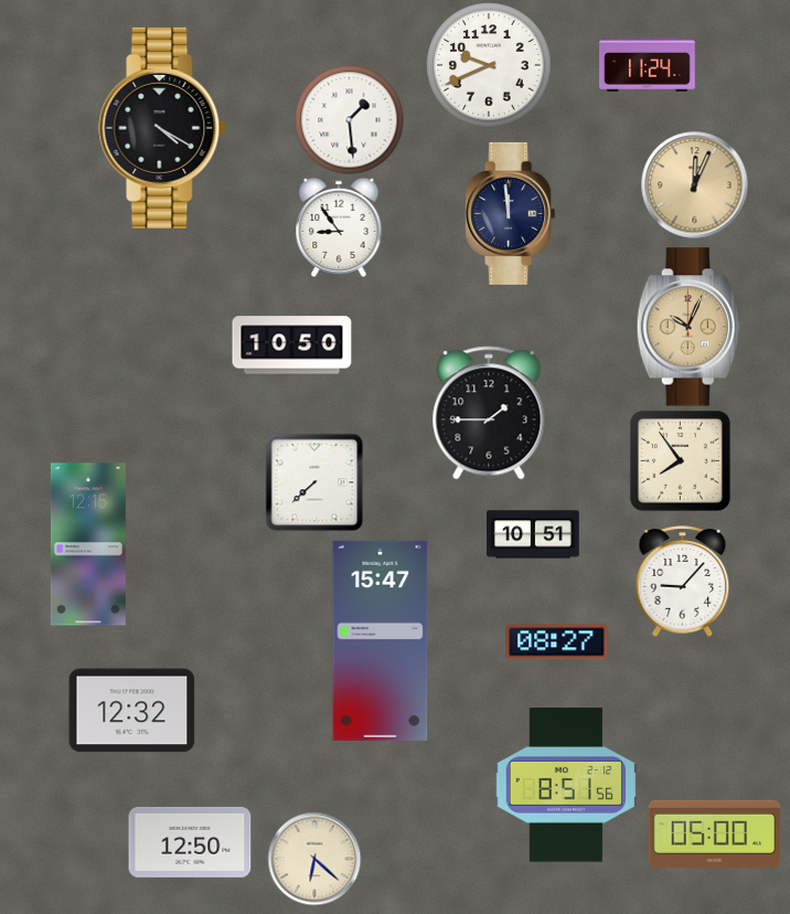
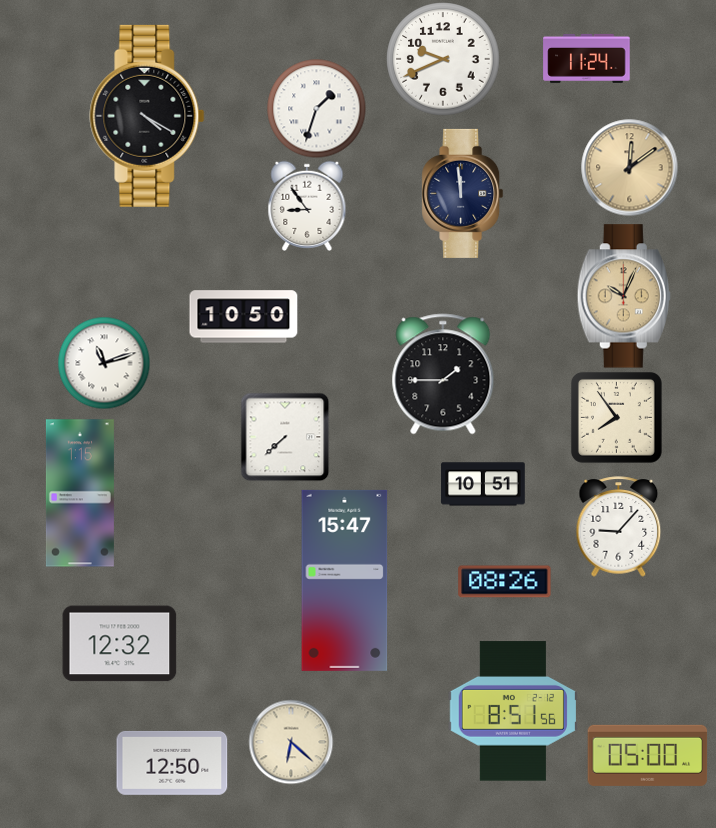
clock at (350, 120): 1:29 -> 1:33
clock at (695, 185): 12:04 -> 12:09
clock at (292, 346) position: (292, 346) -> (244, 317)
clock at (104, 363): none -> 11:12
clock at (88, 544): 12:15 -> 1:15
clock at (557, 642): 08:27 -> 08:26
clock at (314, 859) position: (314, 859) -> (291, 742)
